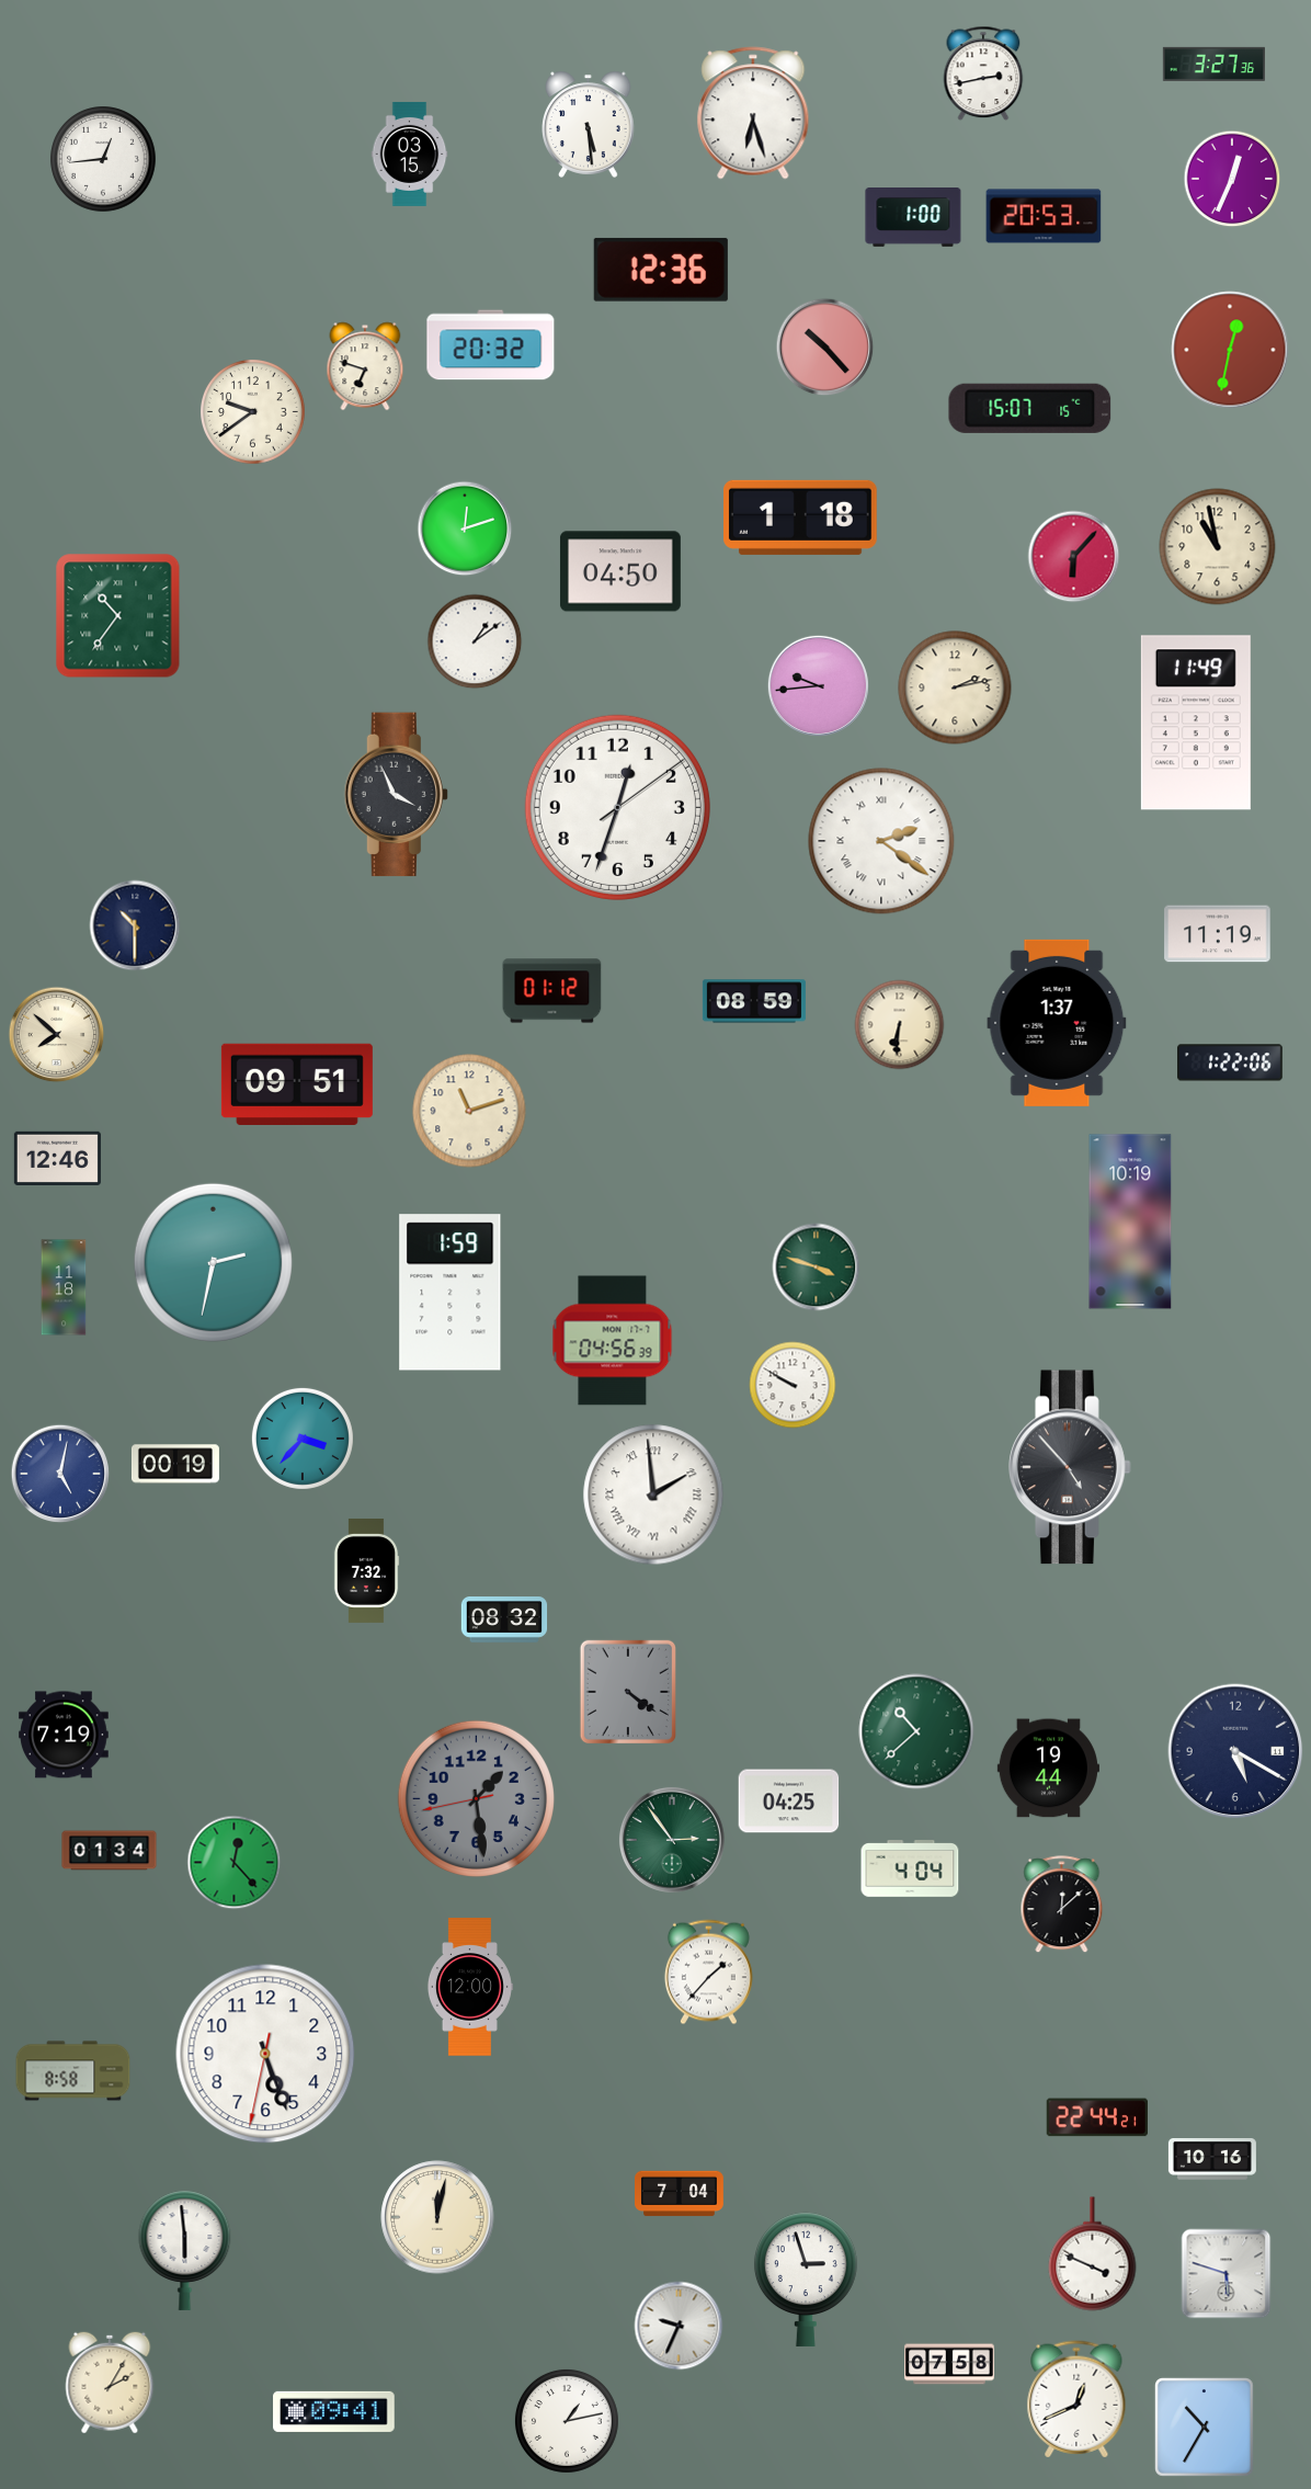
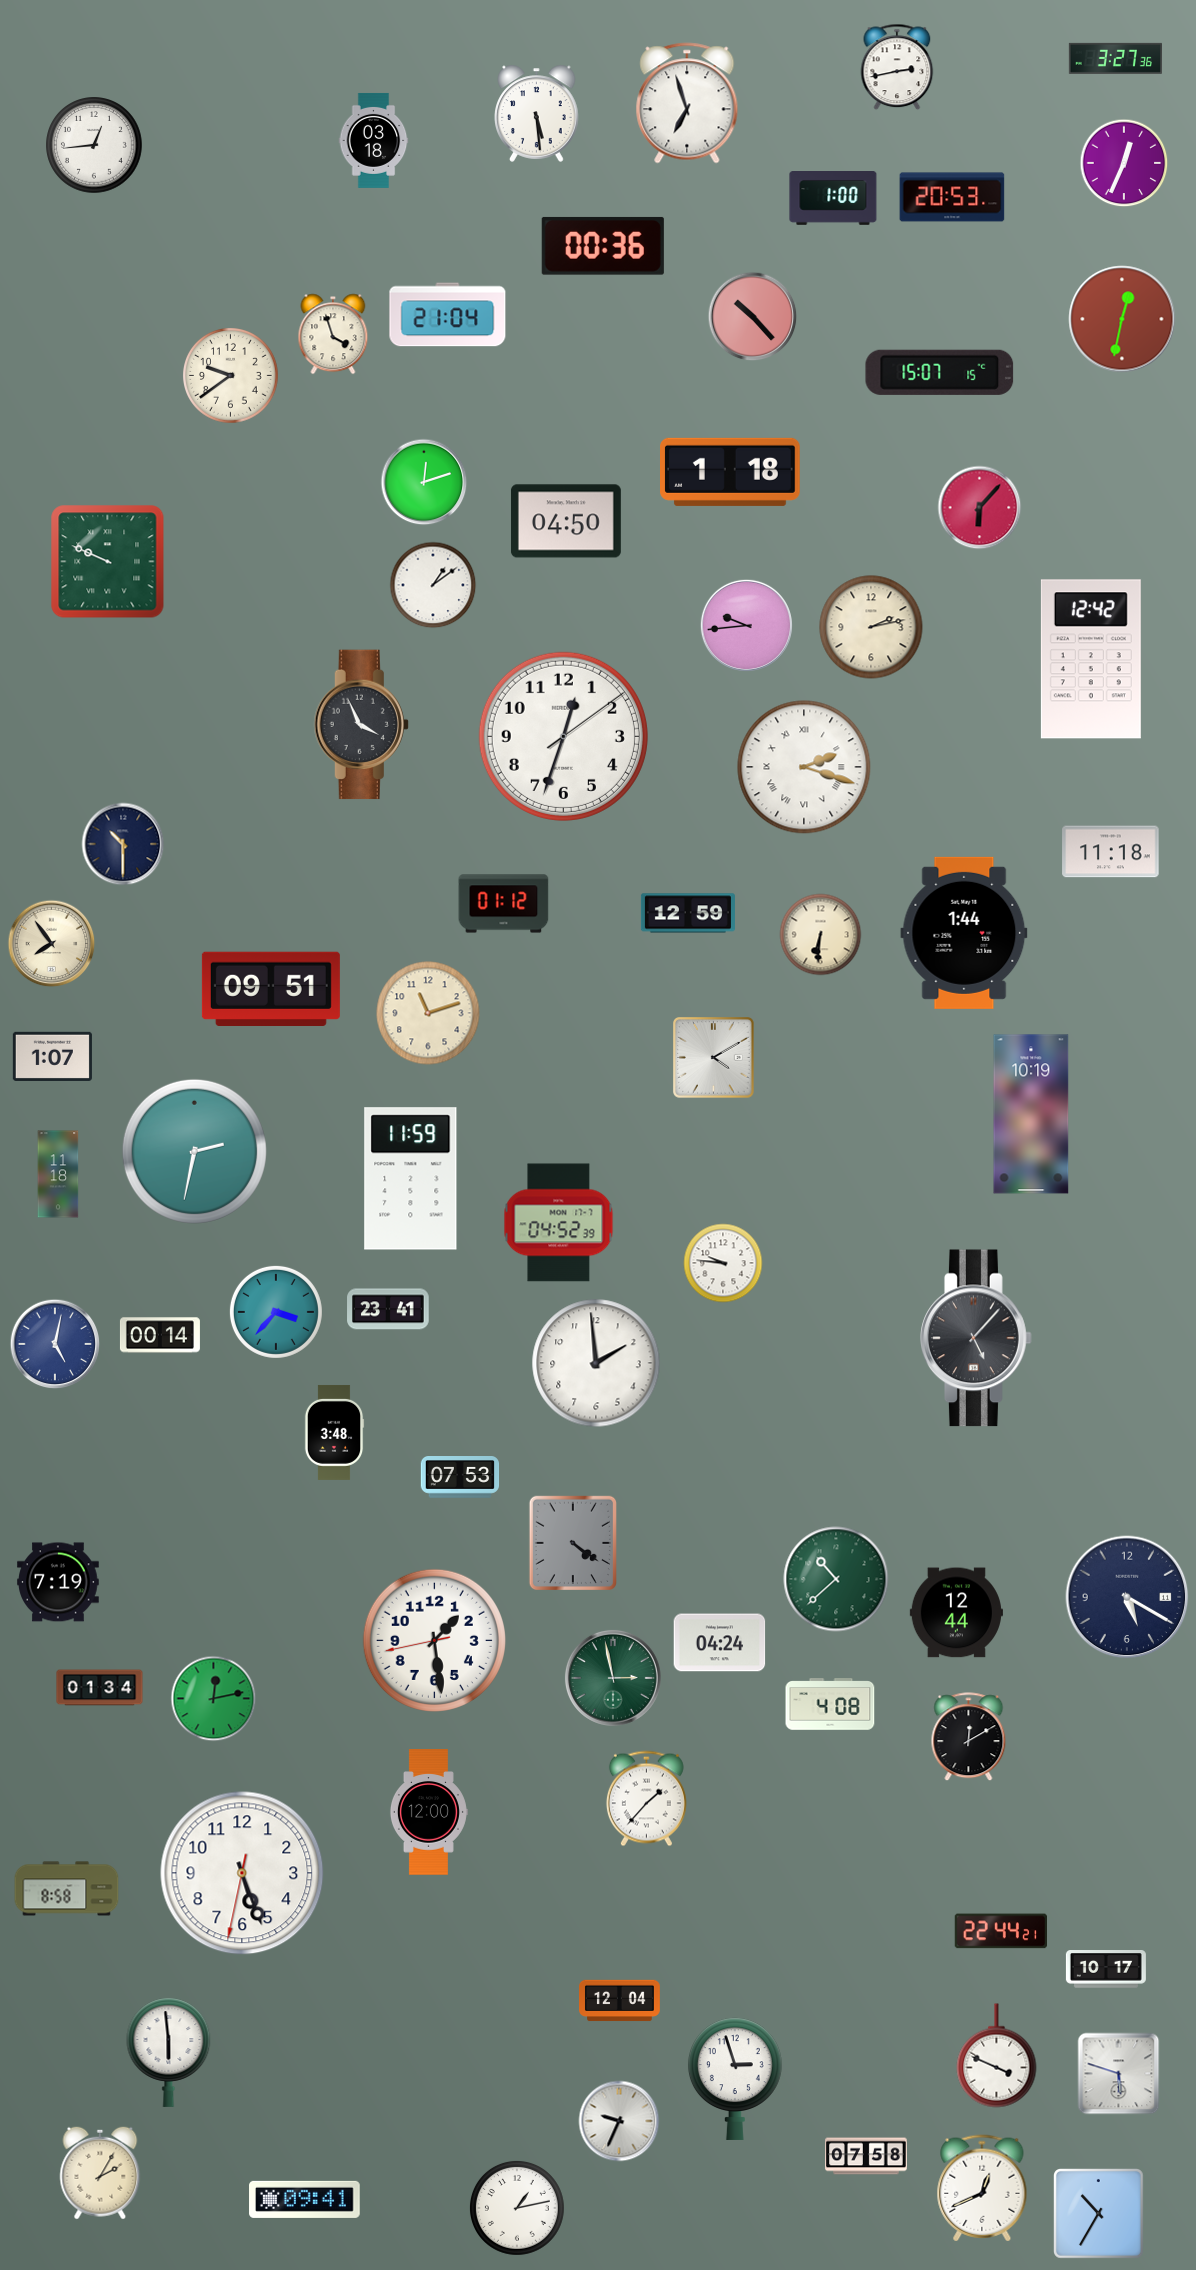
clock at (1213, 64) position: (1213, 64) -> (1115, 58)
clock at (753, 113): 6:27 -> 6:57
clock at (410, 154): 03:15 -> 03:18
clock at (661, 270): 12:36 -> 00:36
clock at (491, 345): 20:32 -> 21:04
clock at (365, 366): 6:48 -> 3:57
clock at (1218, 547): 10:58 -> none
clock at (118, 616): 10:36 -> 9:49
clock at (1196, 723): 11:49 -> 12:42
clock at (881, 841): 2:21 -> 2:18
clock at (1218, 934): 11:19 -> 11:18
clock at (754, 1001): 08:59 -> 12:59
clock at (1057, 1023): 1:37 -> 1:44
clock at (57, 1035): 7:52 -> 7:54
clock at (1231, 1062): 1:22 -> none
clock at (57, 1158): 12:46 -> 1:07
clock at (714, 1058): none -> 4:10
clock at (817, 1268): 3:48 -> none
clock at (451, 1293): 1:59 -> 11:59
clock at (613, 1341): 04:56 -> 04:52
clock at (793, 1385): 9:50 -> 9:46
clock at (388, 1309): none -> 23:41
clock at (175, 1464): 00:19 -> 00:14
clock at (1070, 1467): 4:53 -> 5:07
clock at (653, 1494) numerals: Roman -> Arabic
clock at (366, 1570): 7:32 -> 3:48
clock at (504, 1621): 08:32 -> 07:53
clock at (1048, 1769): 19:44 -> 12:44
clock at (476, 1798) dial: grey -> white
clock at (789, 1802): 04:25 -> 04:24
clock at (672, 1840): 2:54 -> 2:58
clock at (235, 1863): 12:23 -> 12:13
clock at (910, 1868): 4:04 -> 4:08
clock at (1062, 1905): 12:08 -> 12:10
clock at (1212, 2159): 10:16 -> 10:17
clock at (680, 2194): 7:04 -> 12:04
clock at (437, 2217): 12:02 -> none
